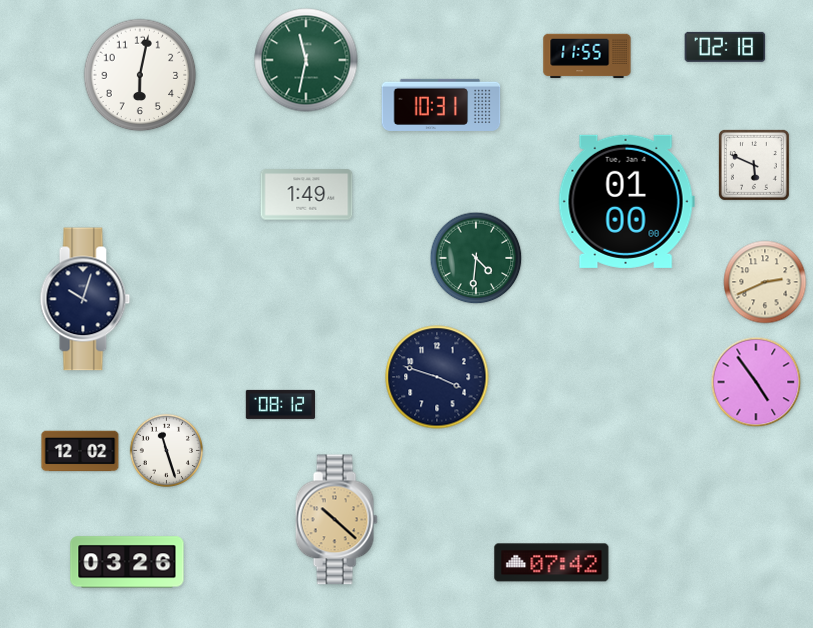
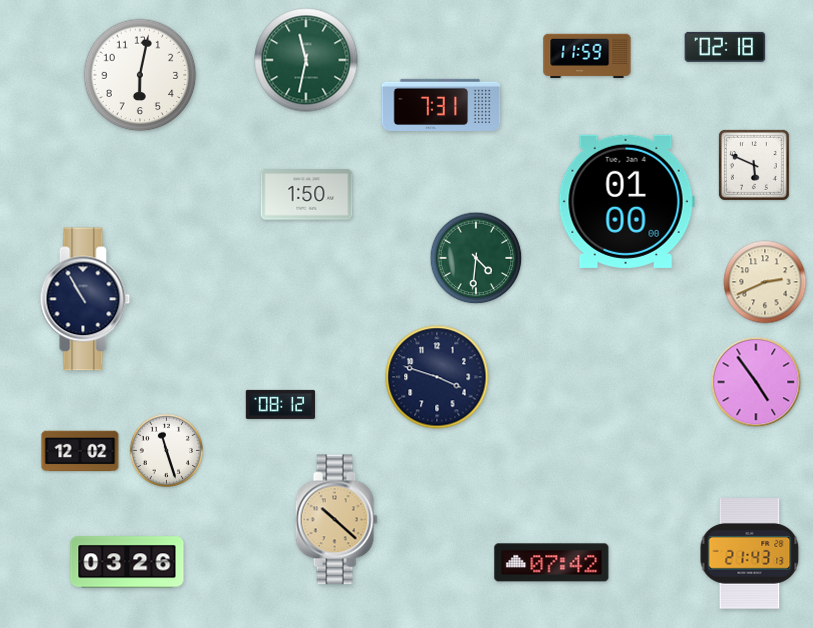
clock at (587, 56): 11:55 -> 11:59
clock at (441, 105): 10:31 -> 7:31
clock at (307, 195): 1:49 -> 1:50
clock at (85, 299): 10:03 -> 10:55
clock at (750, 554): none -> 21:43
